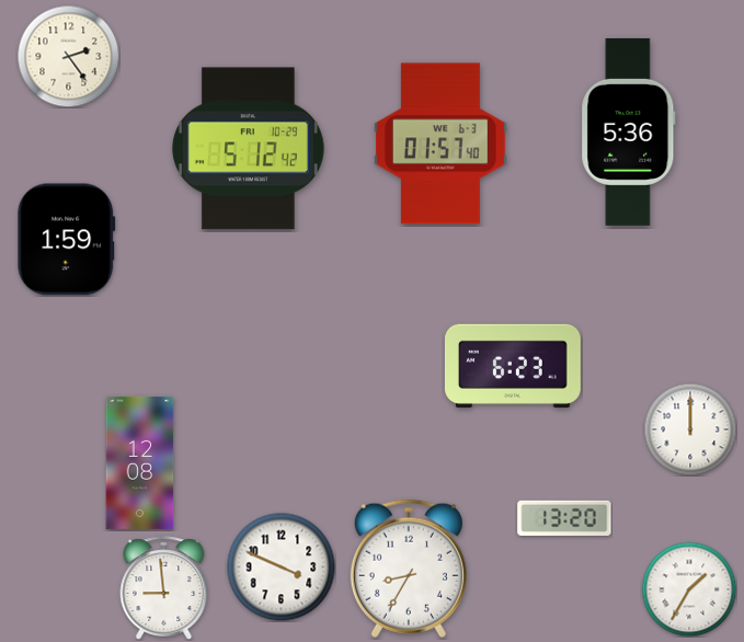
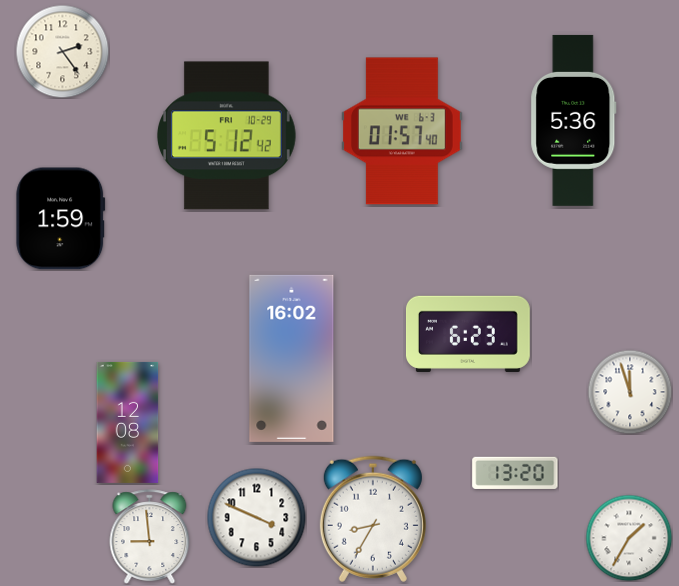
clock at (292, 358): none -> 16:02
clock at (690, 429): 12:00 -> 11:57
